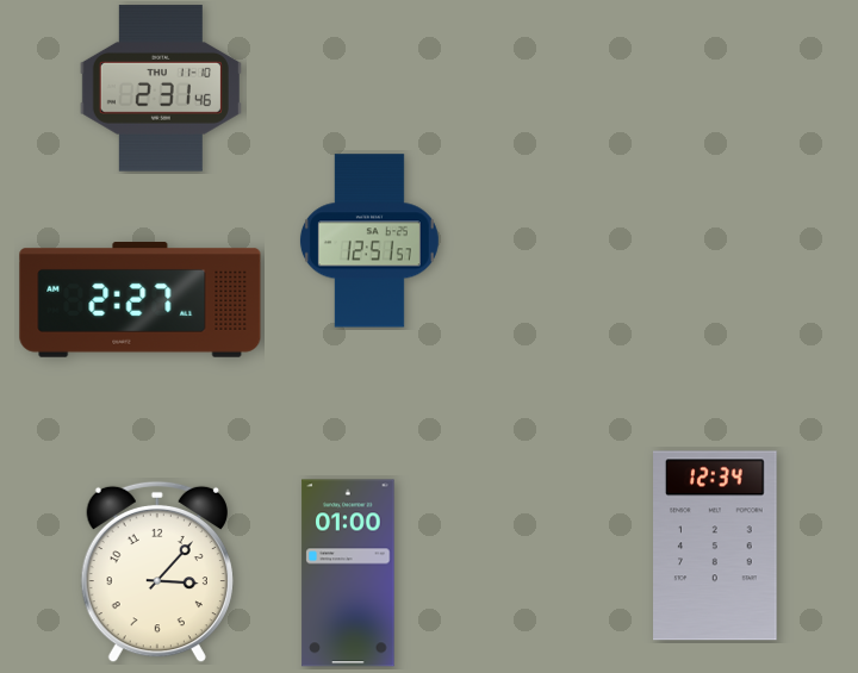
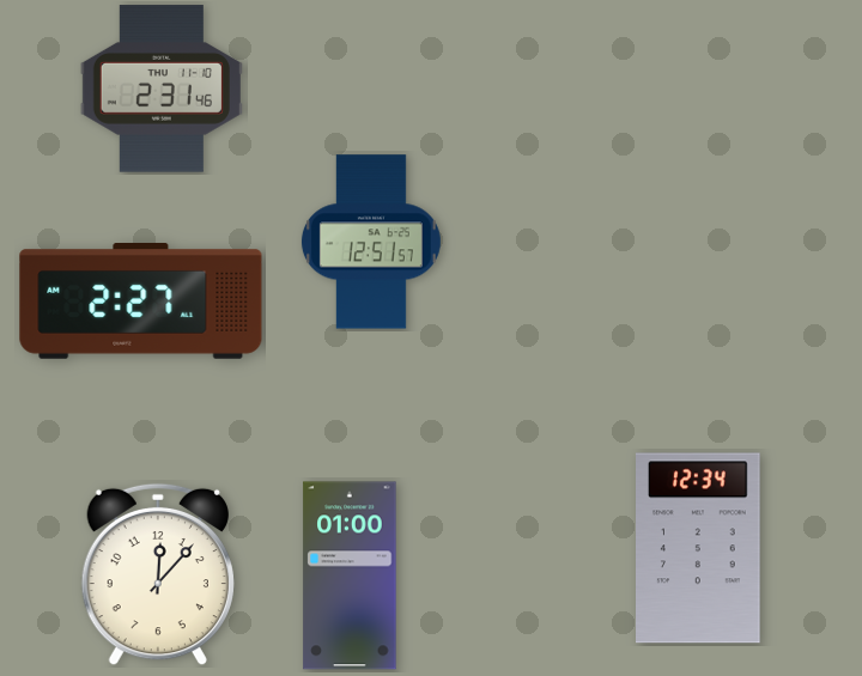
clock at (715, 546) position: (715, 546) -> (698, 548)
clock at (157, 572): 3:07 -> 12:07
